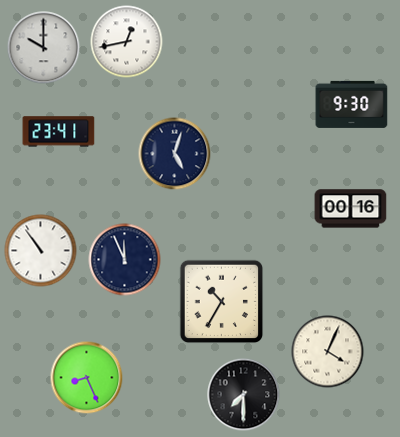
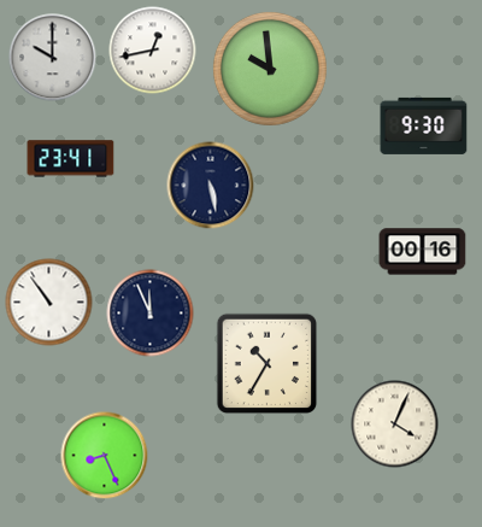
clock at (270, 69): none -> 9:59
clock at (175, 154): 5:03 -> 5:28
clock at (244, 395): 7:30 -> none
